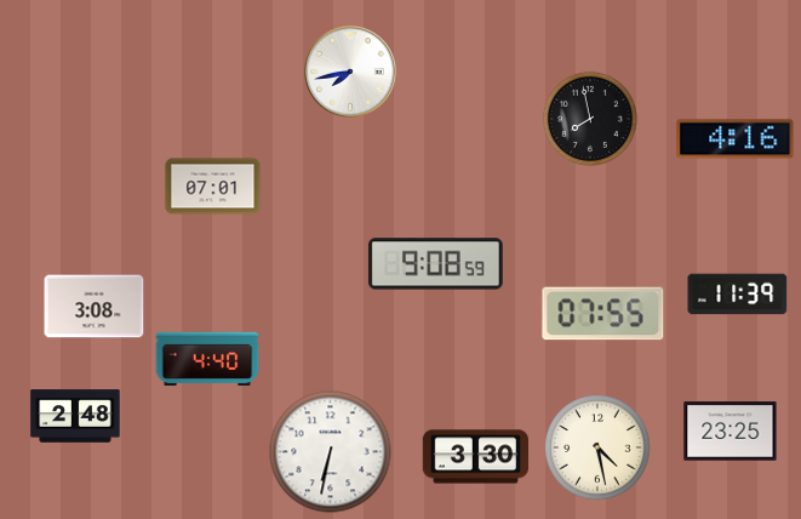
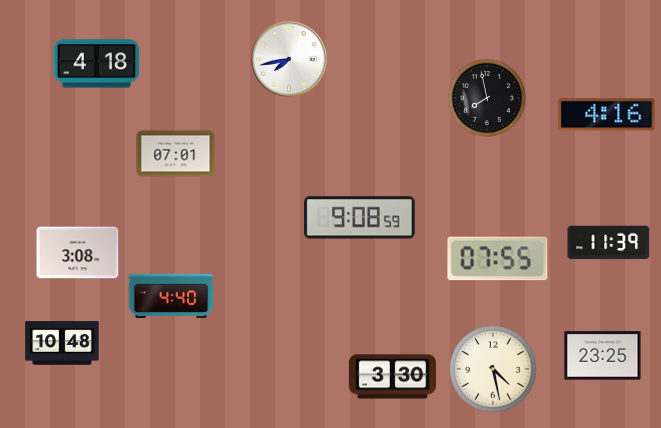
clock at (97, 64): none -> 4:18
clock at (75, 416): 2:48 -> 10:48
clock at (331, 452): 6:32 -> none
